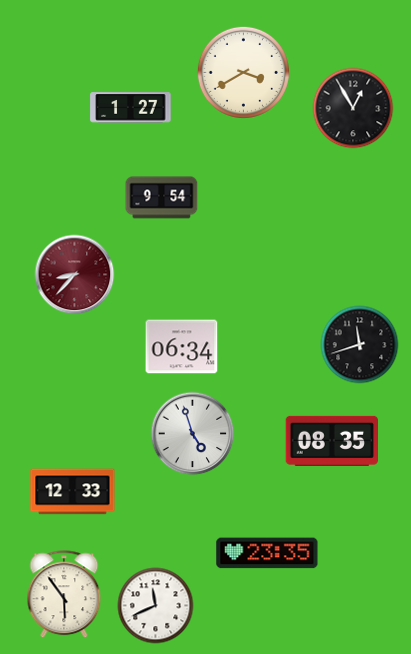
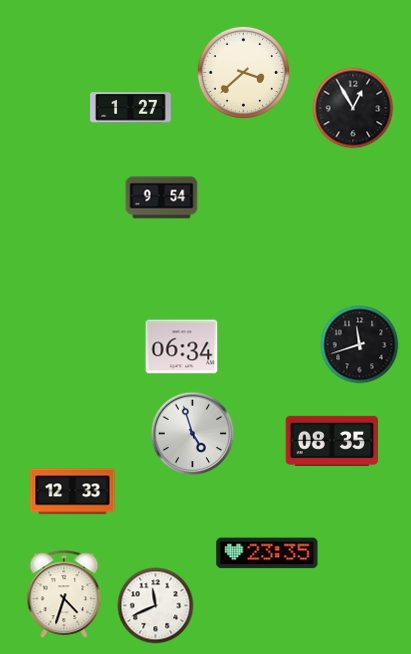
clock at (243, 72): 3:40 -> 3:38
clock at (75, 275): 8:37 -> none
clock at (64, 595): 5:54 -> 4:33
